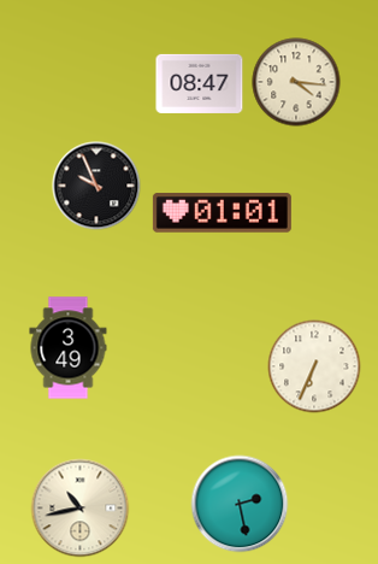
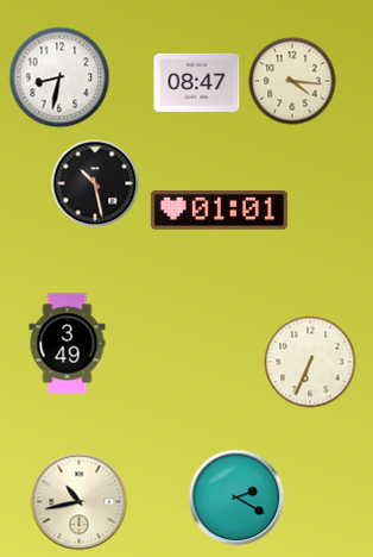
clock at (59, 77): none -> 8:32
clock at (96, 186): 9:56 -> 10:28
clock at (240, 504): 2:28 -> 2:20
